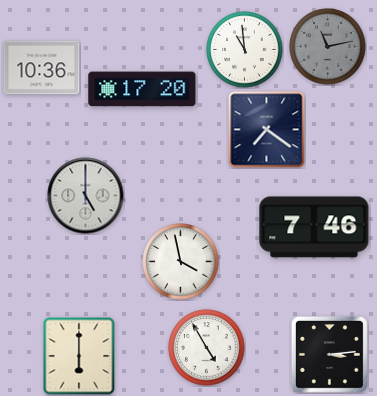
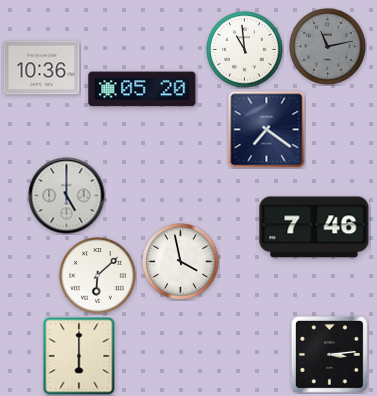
clock at (142, 89): 17:20 -> 05:20
clock at (86, 196) position: (86, 196) -> (67, 196)
clock at (98, 276): none -> 6:08
clock at (207, 348): 4:55 -> none
